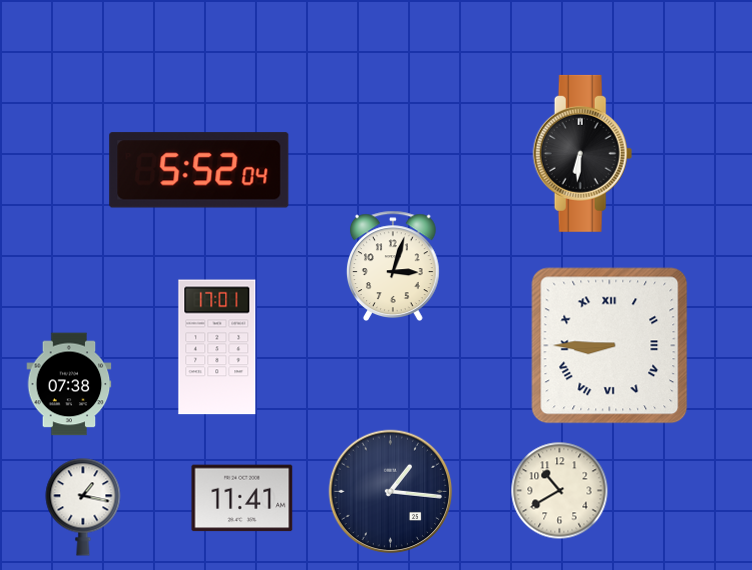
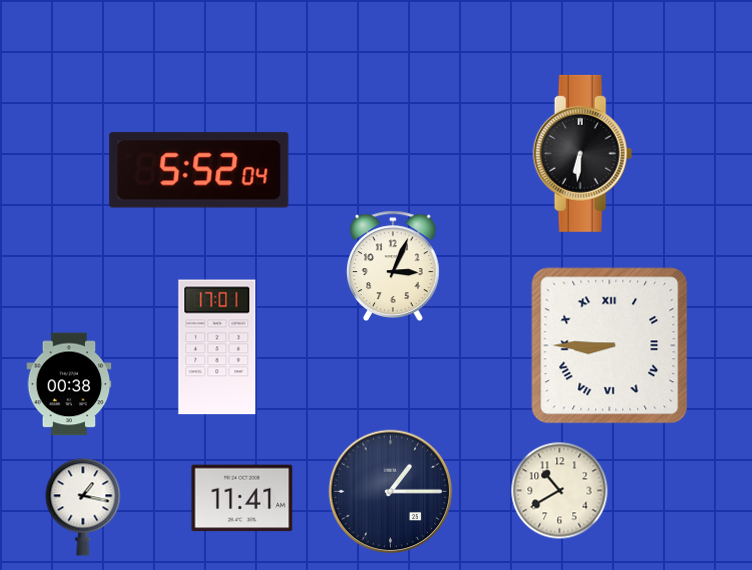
clock at (393, 265): 3:03 -> 3:04
clock at (69, 384): 07:38 -> 00:38
clock at (391, 492): 1:16 -> 1:15
